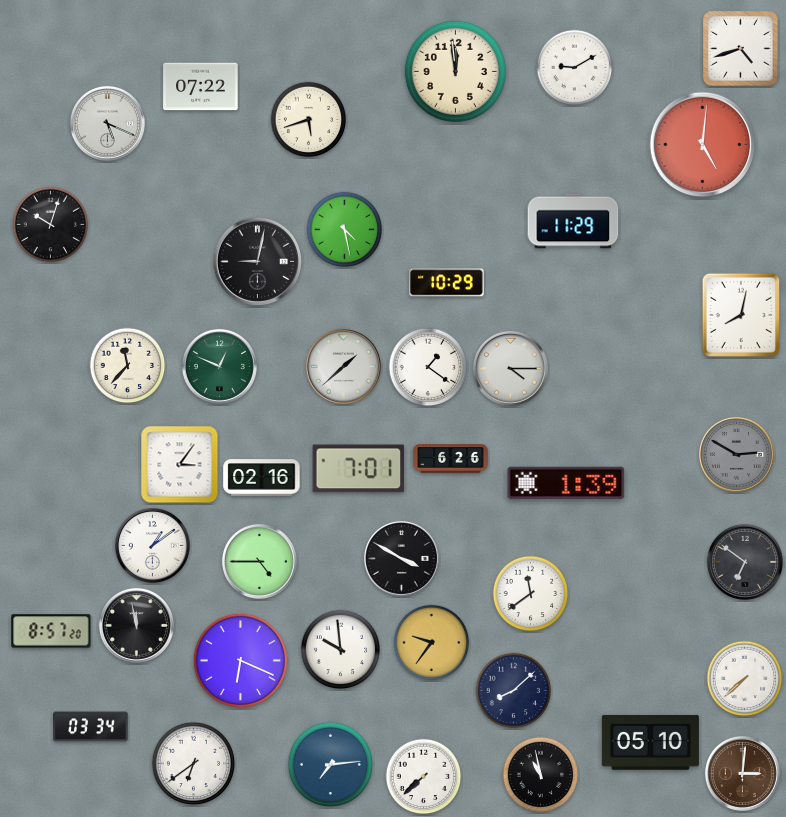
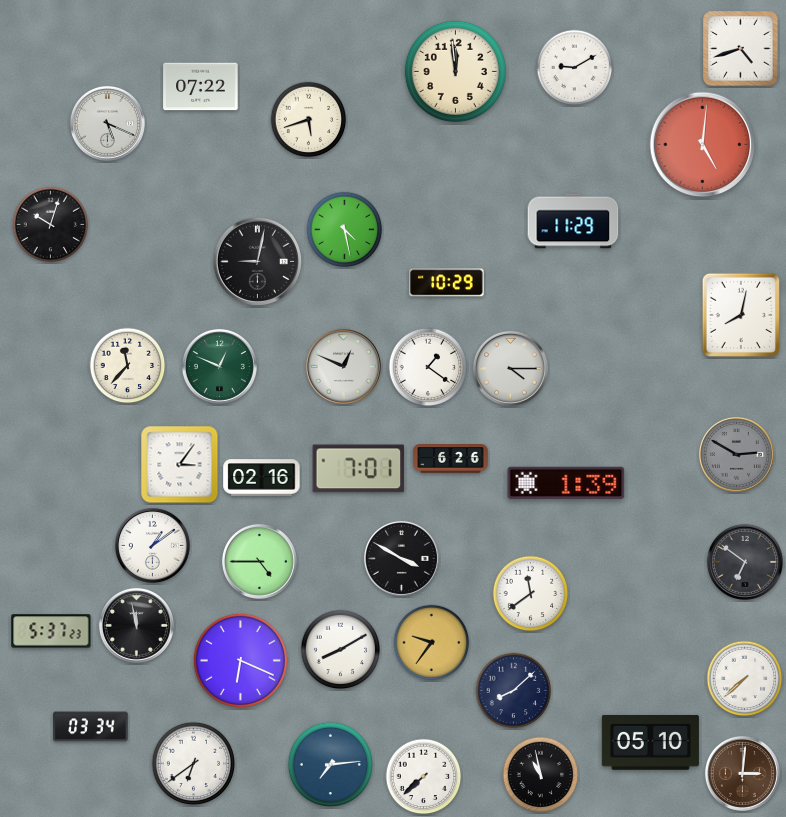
clock at (343, 366): 1:38 -> 12:49
clock at (51, 631): 8:57 -> 5:37
clock at (341, 650): 9:59 -> 8:10
